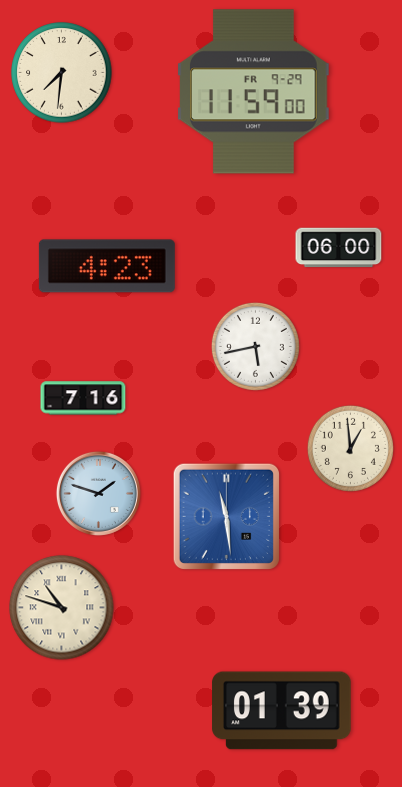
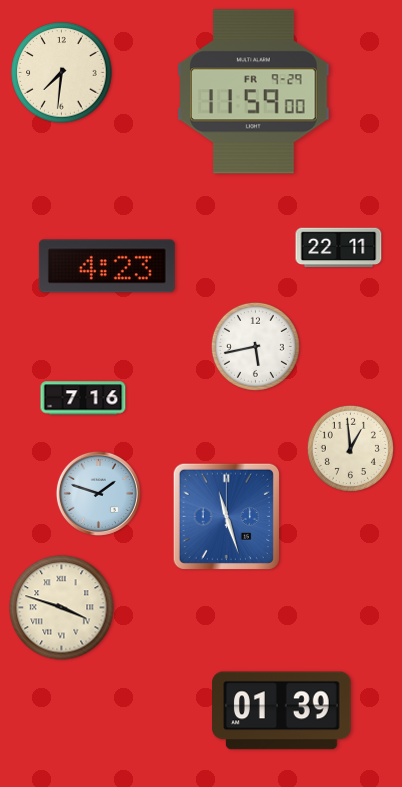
clock at (339, 248): 06:00 -> 22:11
clock at (226, 516): 11:29 -> 11:27
clock at (62, 608): 10:48 -> 3:48
